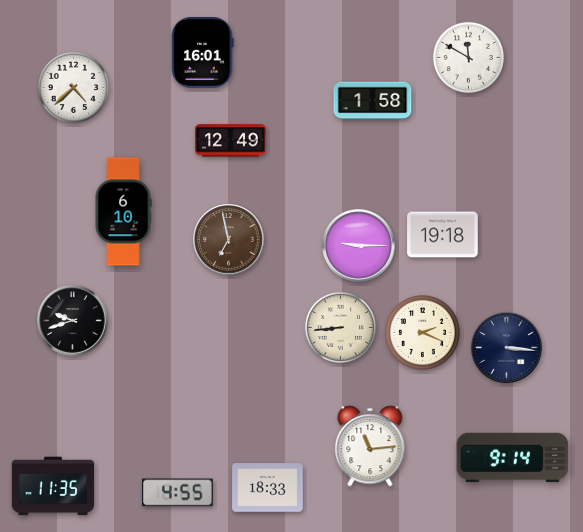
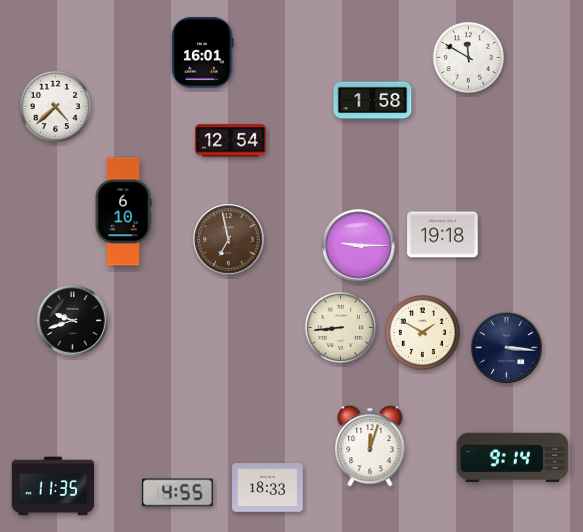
clock at (73, 87) position: (73, 87) -> (55, 106)
clock at (231, 141): 12:49 -> 12:54
clock at (422, 332): 2:19 -> 1:50
clock at (370, 446): 11:14 -> 12:03
